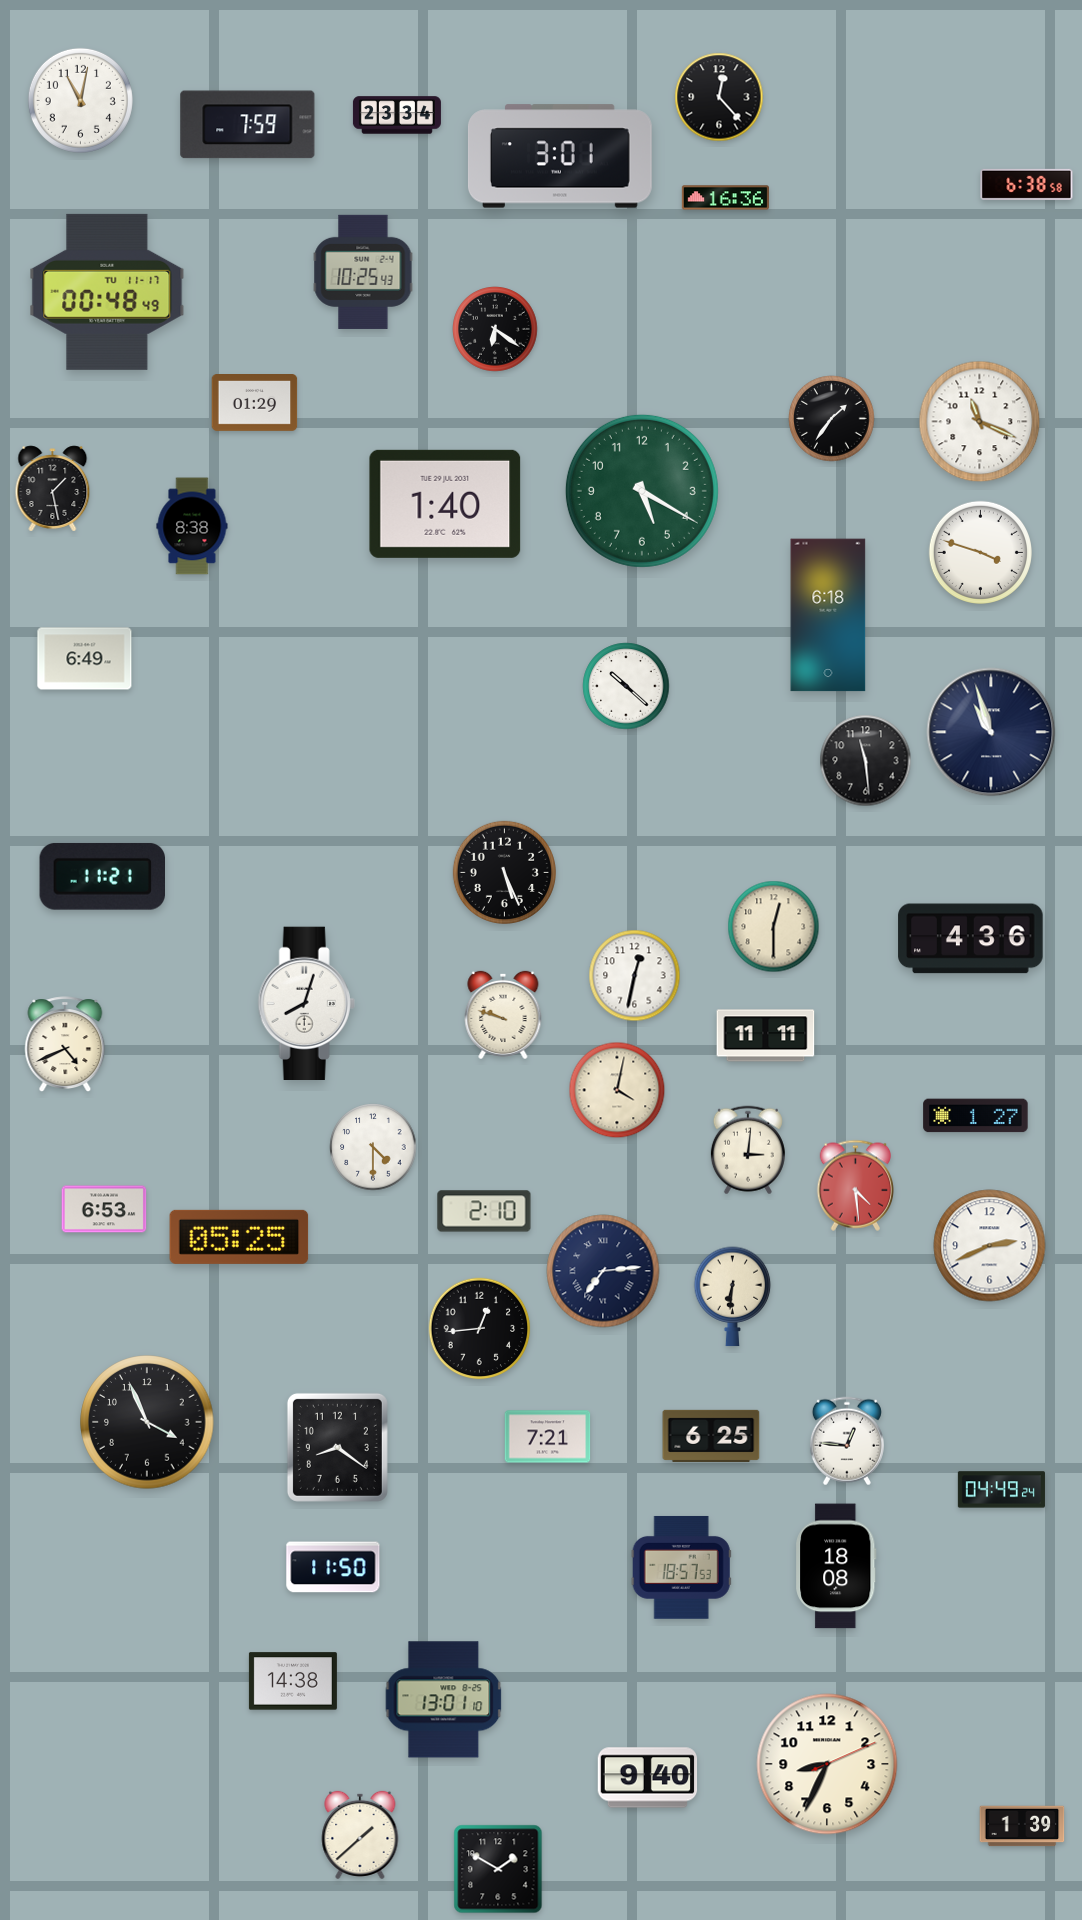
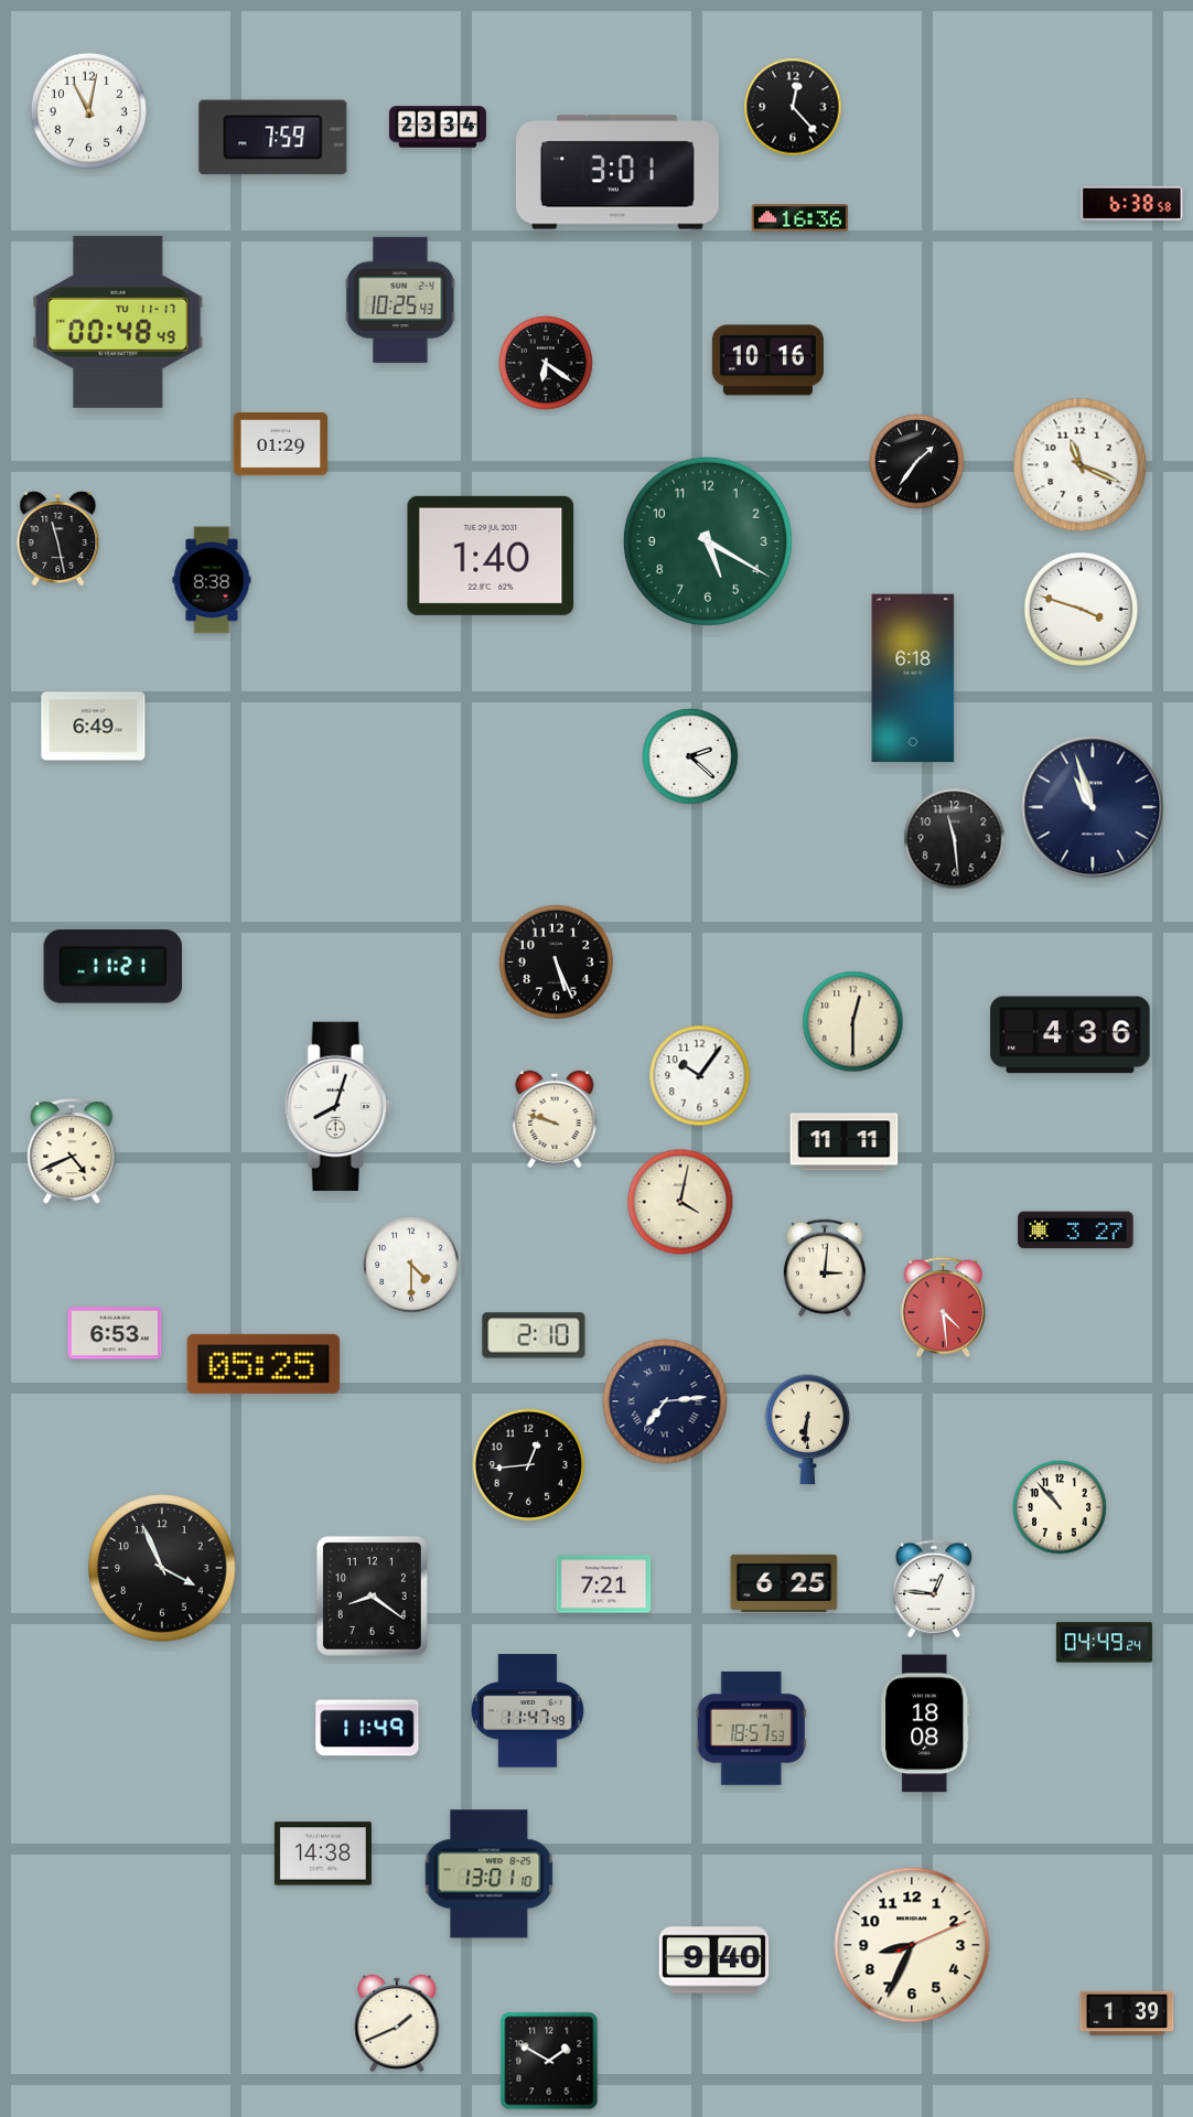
clock at (767, 361): none -> 10:16
clock at (53, 489): 1:28 -> 11:28
clock at (626, 686): 10:22 -> 2:22
clock at (635, 976): 12:32 -> 10:06
clock at (976, 1116): 1:27 -> 3:27
clock at (990, 1246): 2:41 -> none
clock at (1060, 1507): none -> 10:53
clock at (527, 1711): none -> 11:47
clock at (836, 1566) position: (836, 1566) -> (925, 1723)
clock at (333, 1567): 11:50 -> 11:49
clock at (360, 1835): 1:38 -> 1:41
